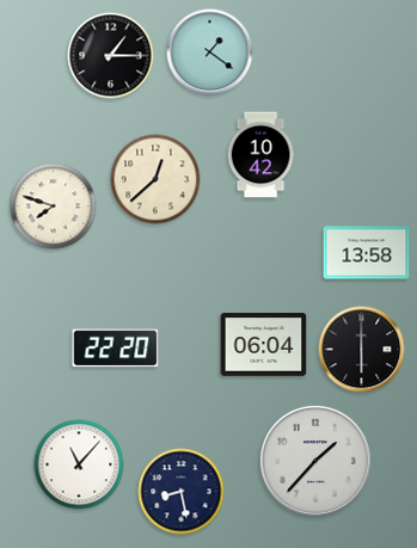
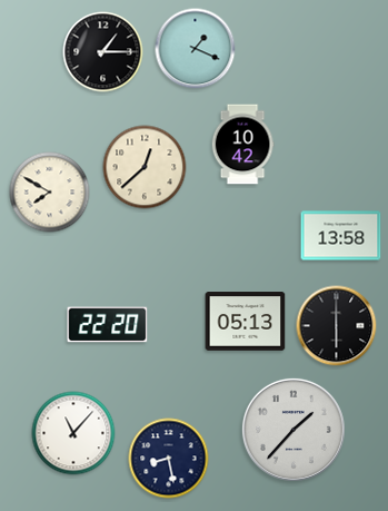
clock at (210, 53): 1:21 -> 1:19
clock at (54, 207): 7:48 -> 7:50
clock at (264, 345): 06:04 -> 05:13
